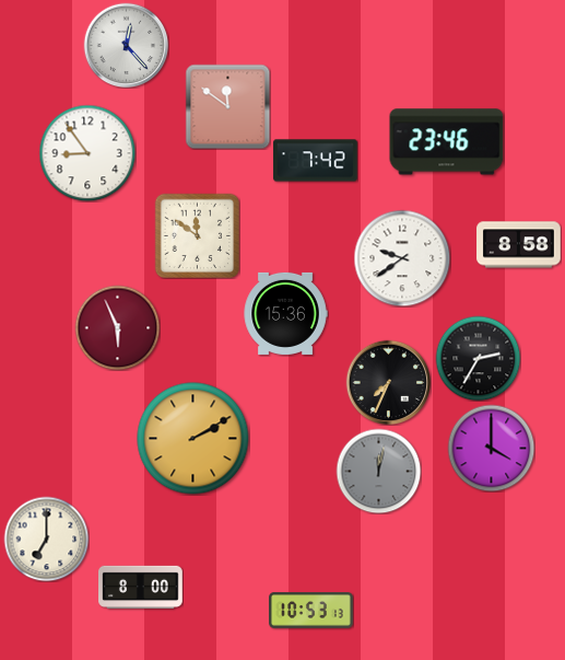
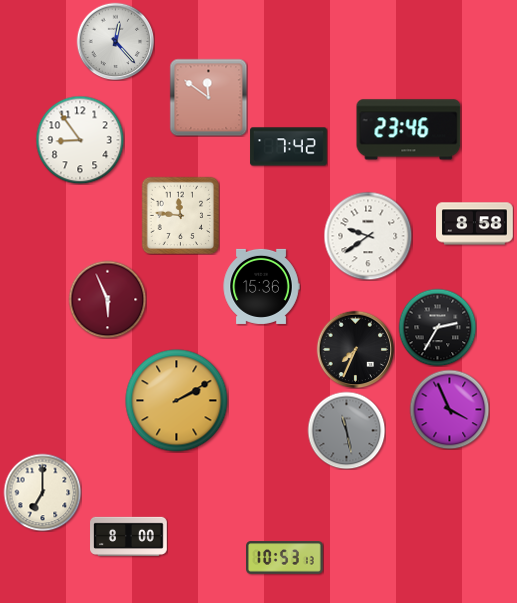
clock at (197, 235): 11:51 -> 11:46
clock at (491, 448): 4:00 -> 3:56
clock at (378, 471): 12:02 -> 11:28
